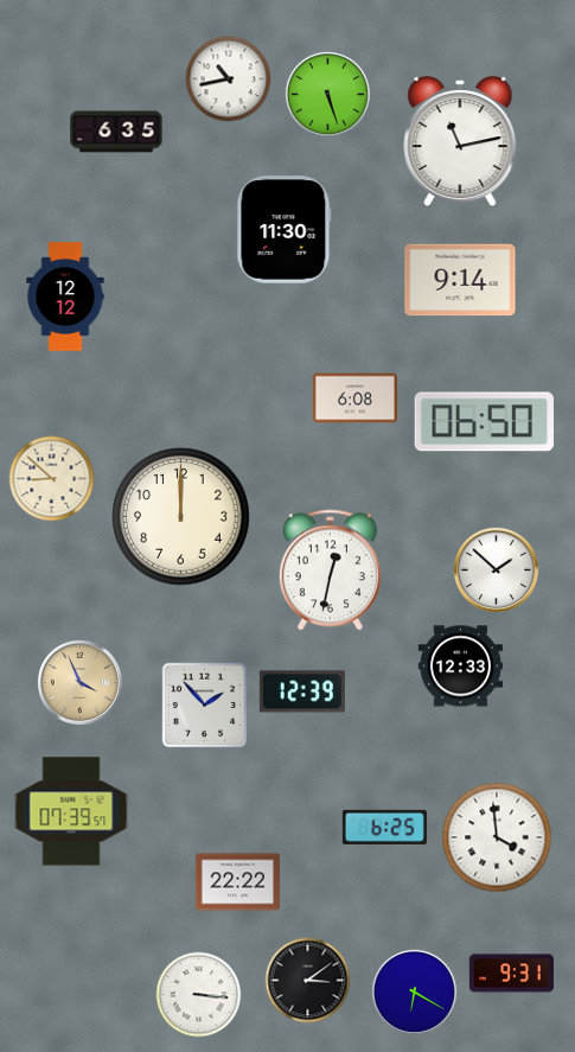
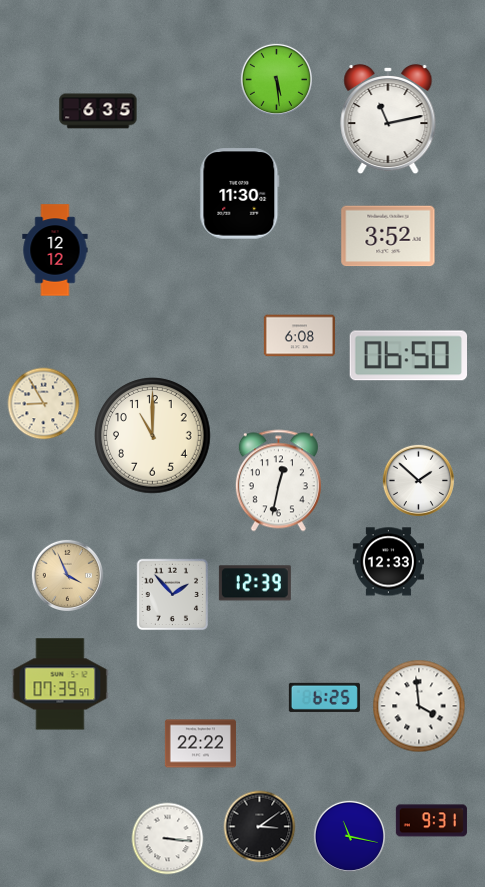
clock at (229, 79): 10:43 -> none
clock at (327, 94): 5:27 -> 5:29
clock at (460, 280): 9:14 -> 3:52
clock at (52, 479): 8:52 -> 8:55
clock at (181, 517): 12:00 -> 11:00
clock at (414, 992): 6:20 -> 11:17
